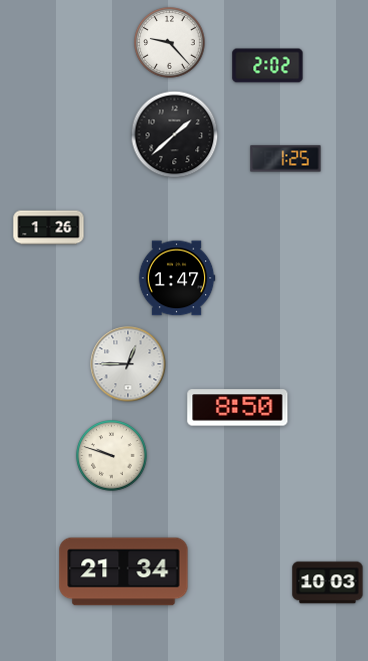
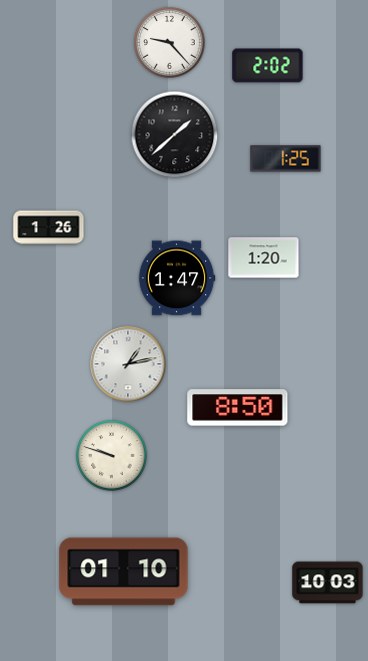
clock at (264, 258): none -> 1:20
clock at (128, 364): 12:45 -> 1:13
clock at (124, 572): 21:34 -> 01:10
